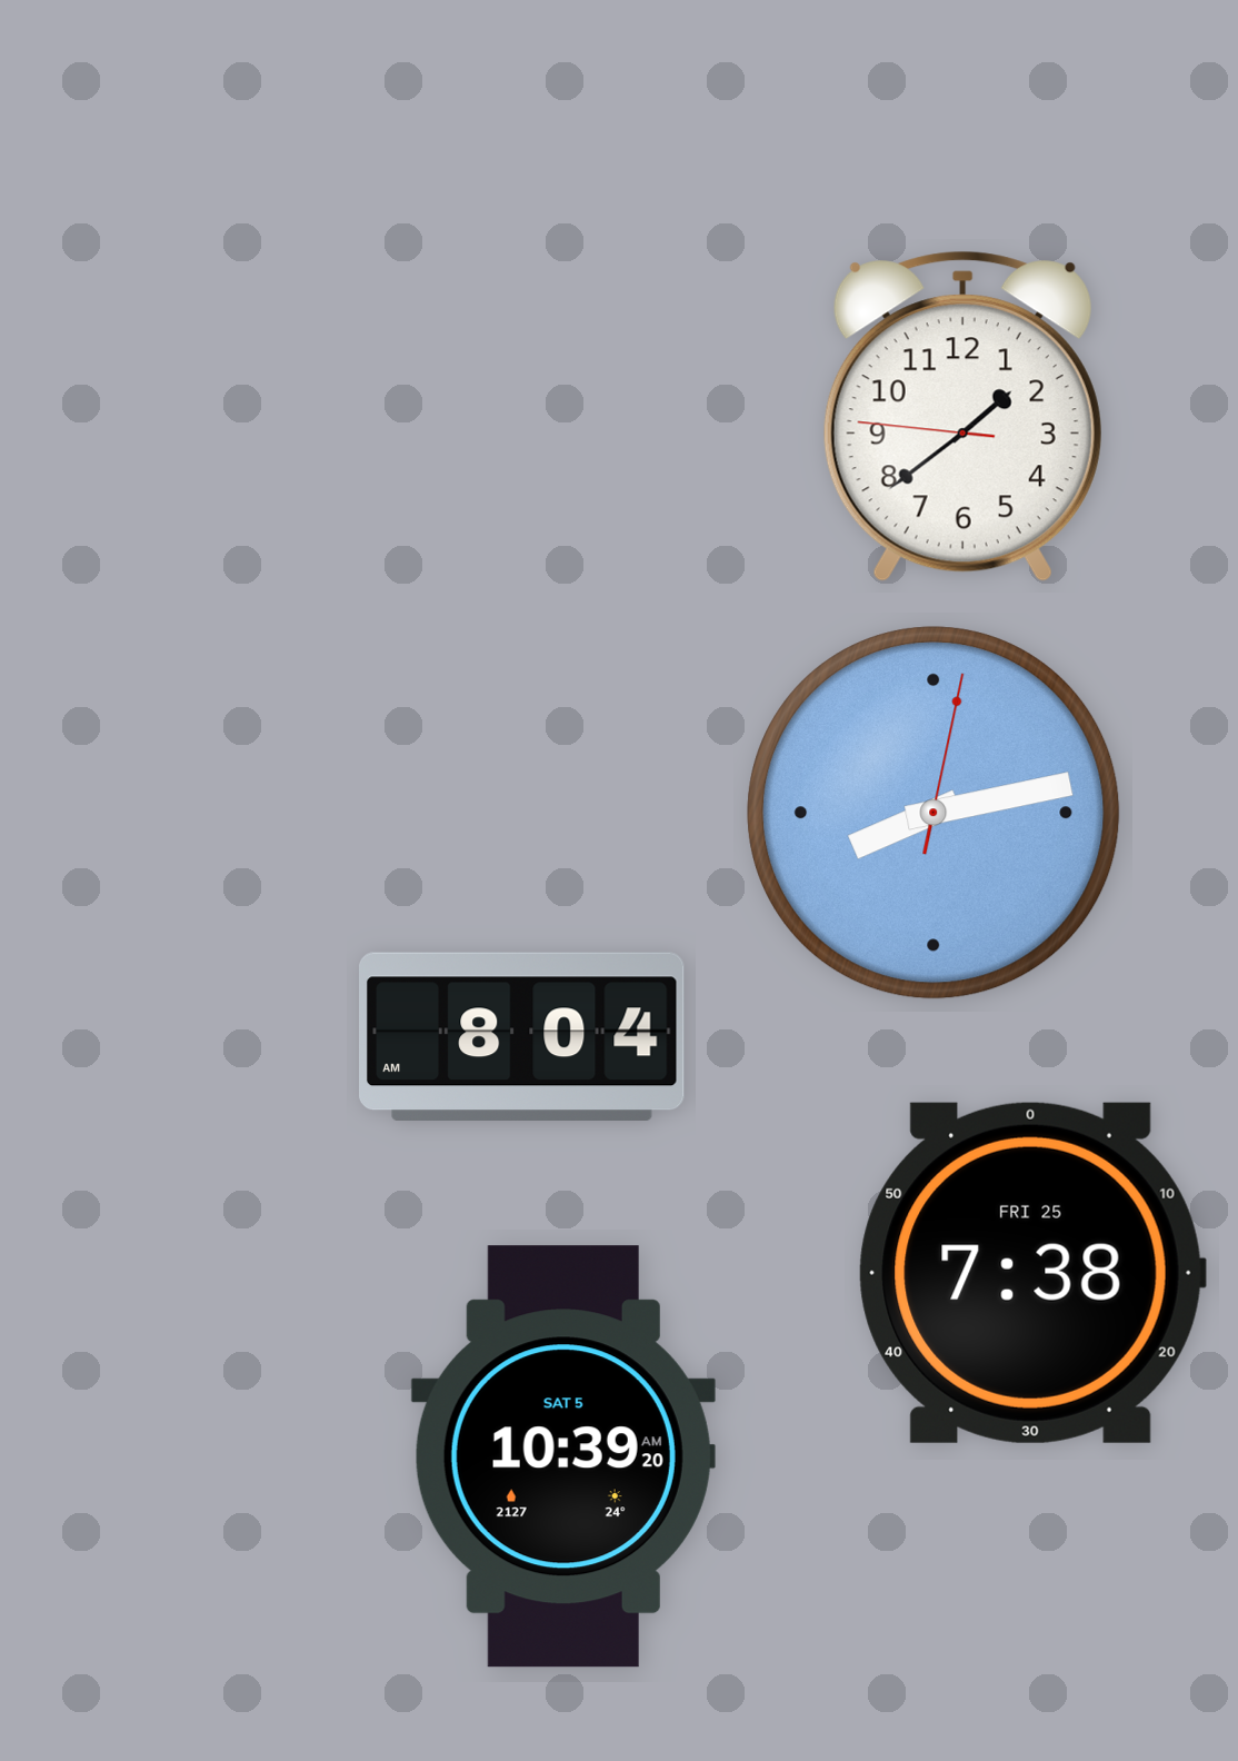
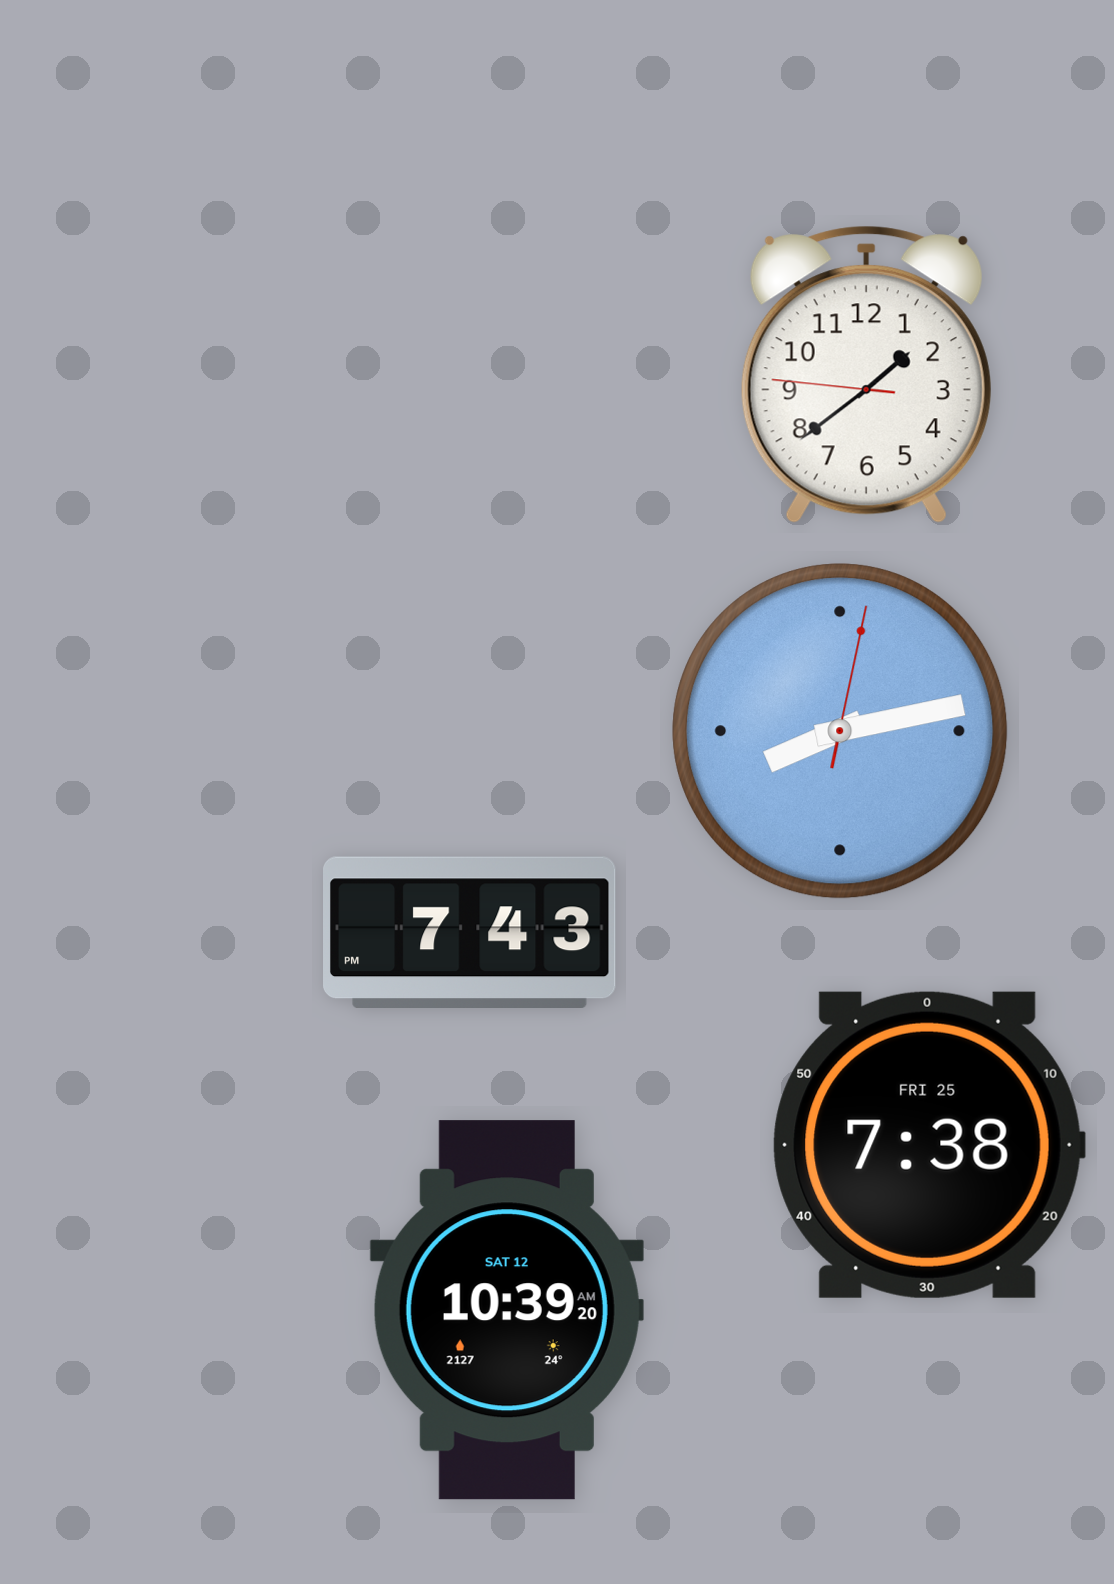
clock at (522, 1036): 8:04 -> 7:43
clock at (563, 1456) date: SAT 5 -> SAT 12
